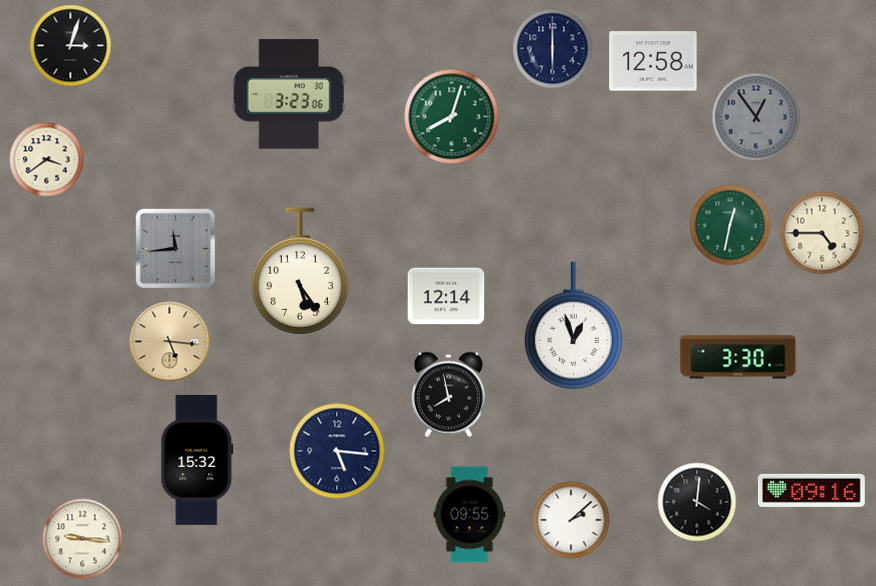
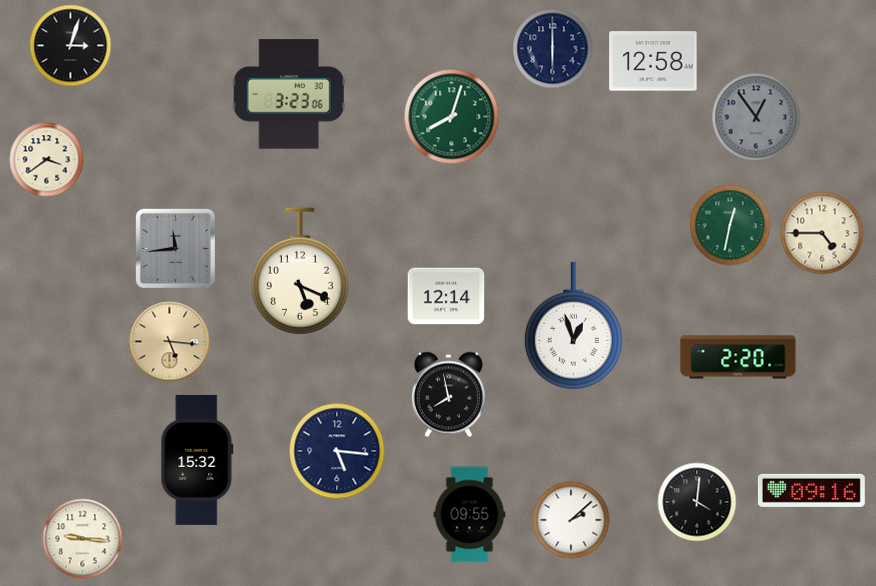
clock at (300, 271): 5:24 -> 5:19
clock at (738, 357): 3:30 -> 2:20
